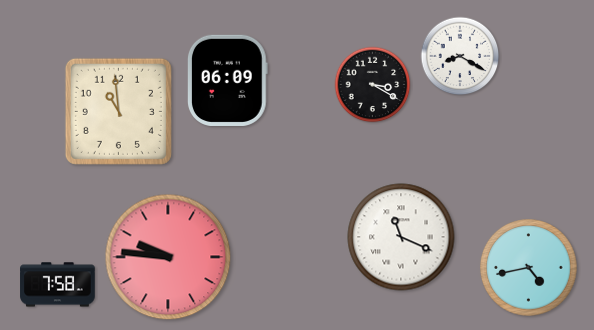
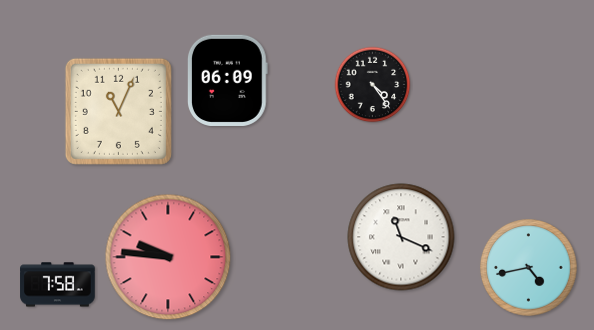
clock at (460, 56): 8:20 -> none
clock at (373, 85): 3:20 -> 4:24
clock at (118, 111): 10:59 -> 11:04
